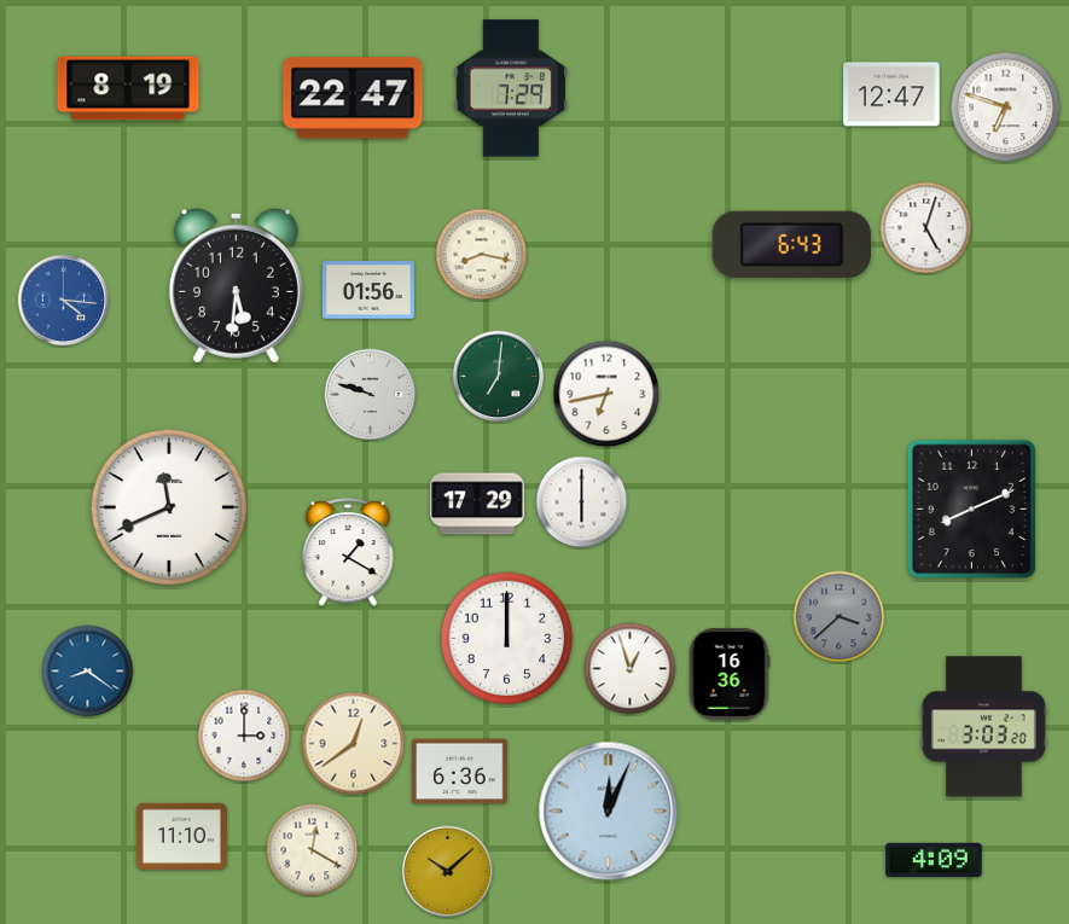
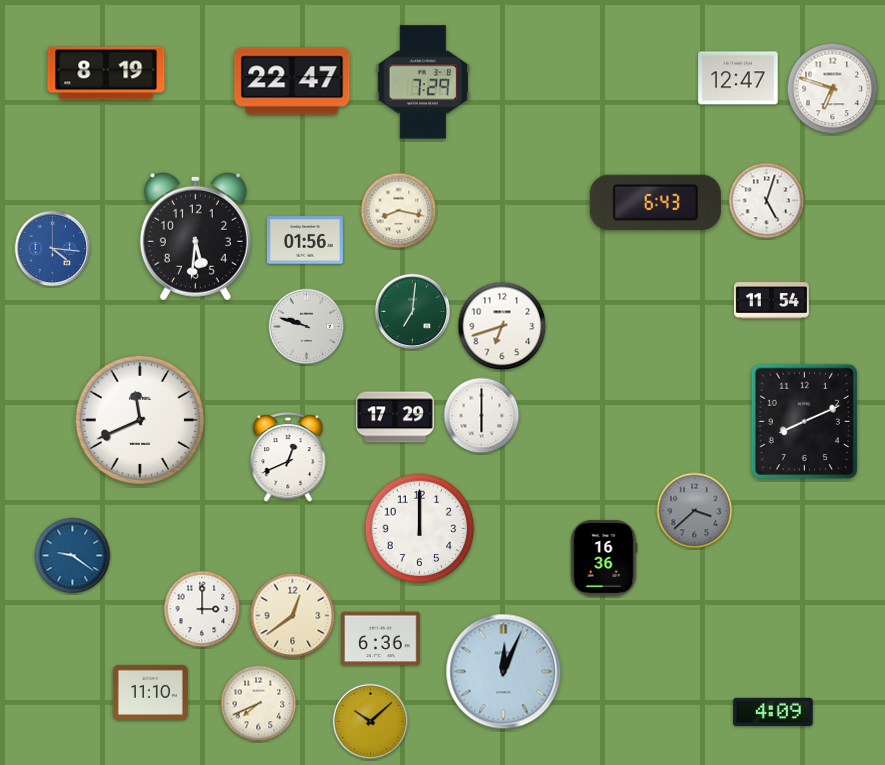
clock at (511, 88) position: (511, 88) -> (423, 82)
clock at (926, 228) position: (926, 228) -> (767, 201)
clock at (771, 301): none -> 11:54
clock at (606, 394): 6:43 -> 6:42
clock at (348, 553): 1:20 -> 12:41
clock at (631, 669): 12:57 -> none
clock at (88, 672): 8:21 -> 9:21
clock at (983, 727): 3:03 -> none
clock at (313, 850): 12:20 -> 7:41
